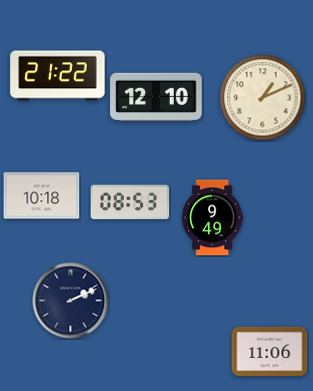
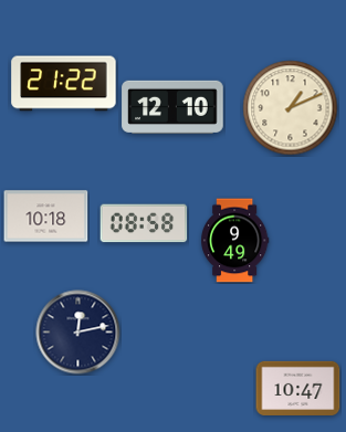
clock at (130, 202): 08:53 -> 08:58
clock at (71, 301): 2:11 -> 12:13
clock at (270, 351): 11:06 -> 10:47
